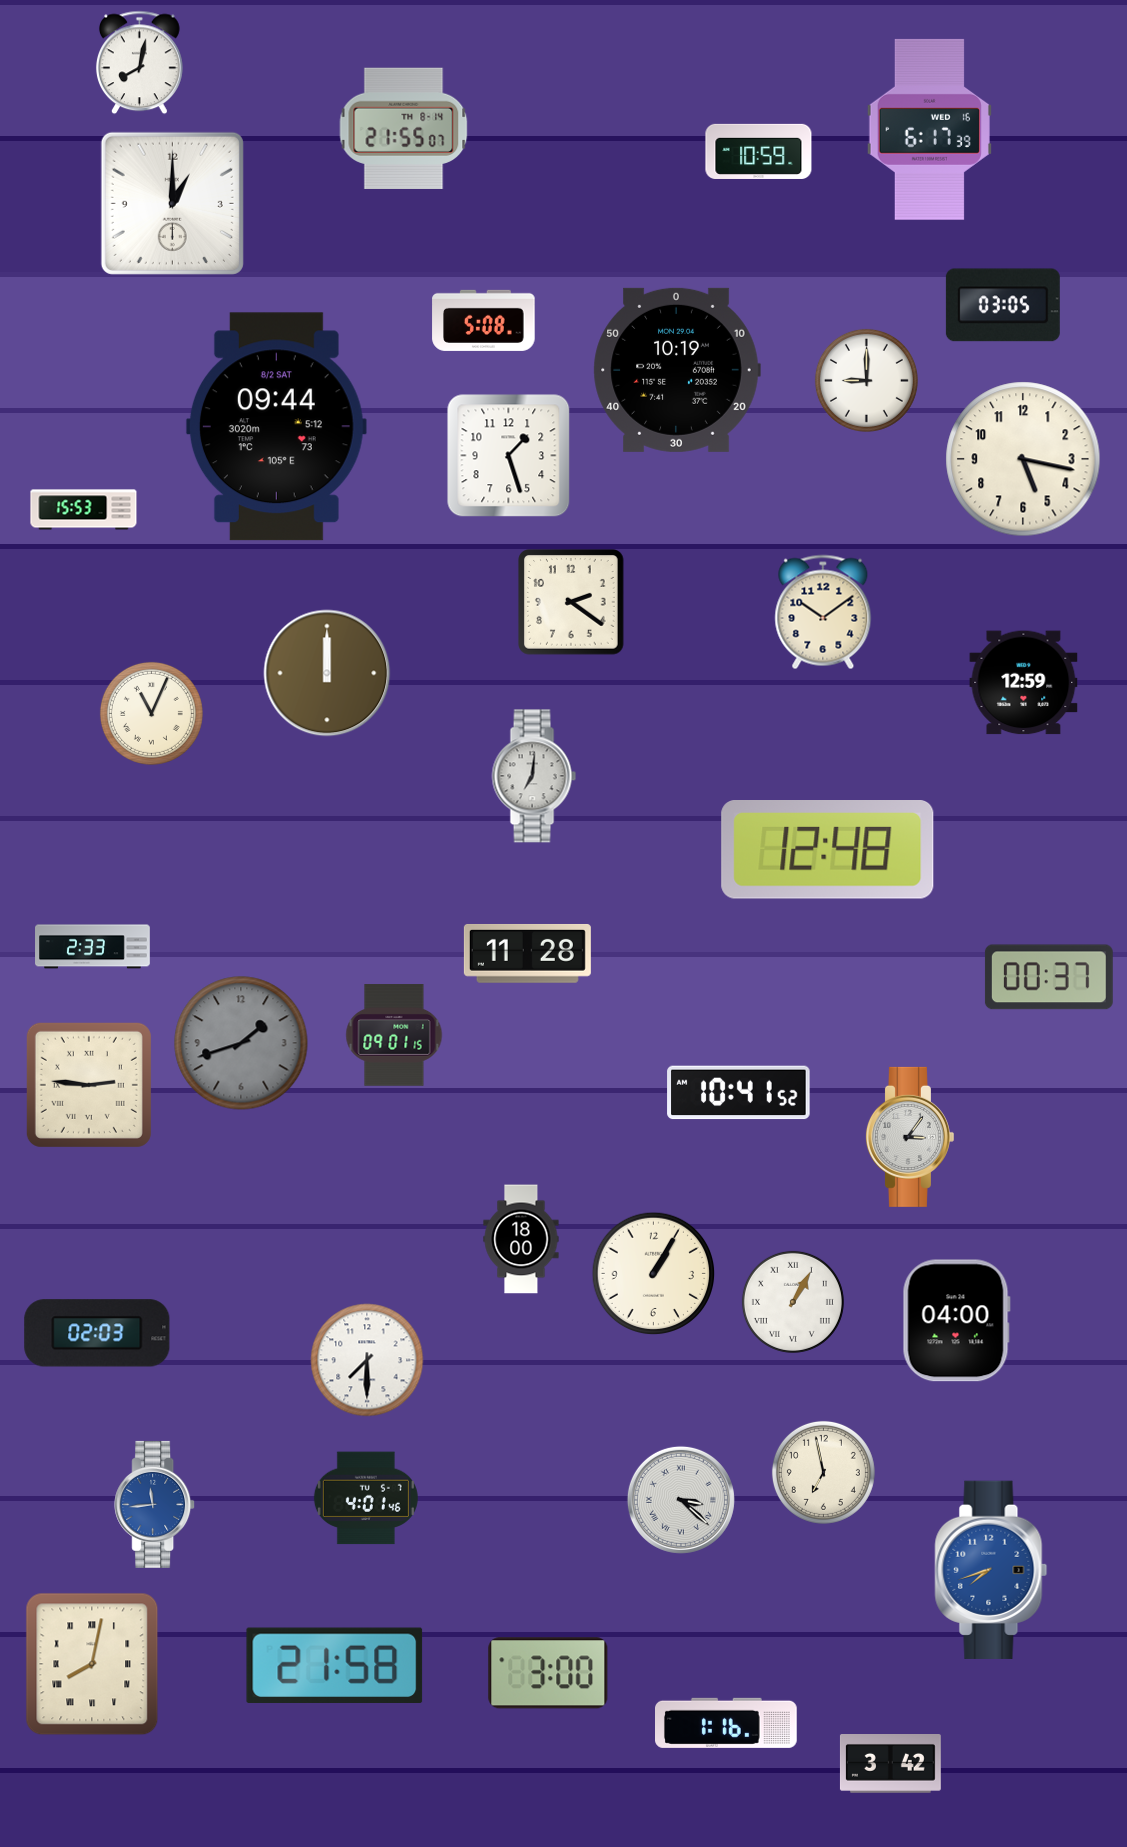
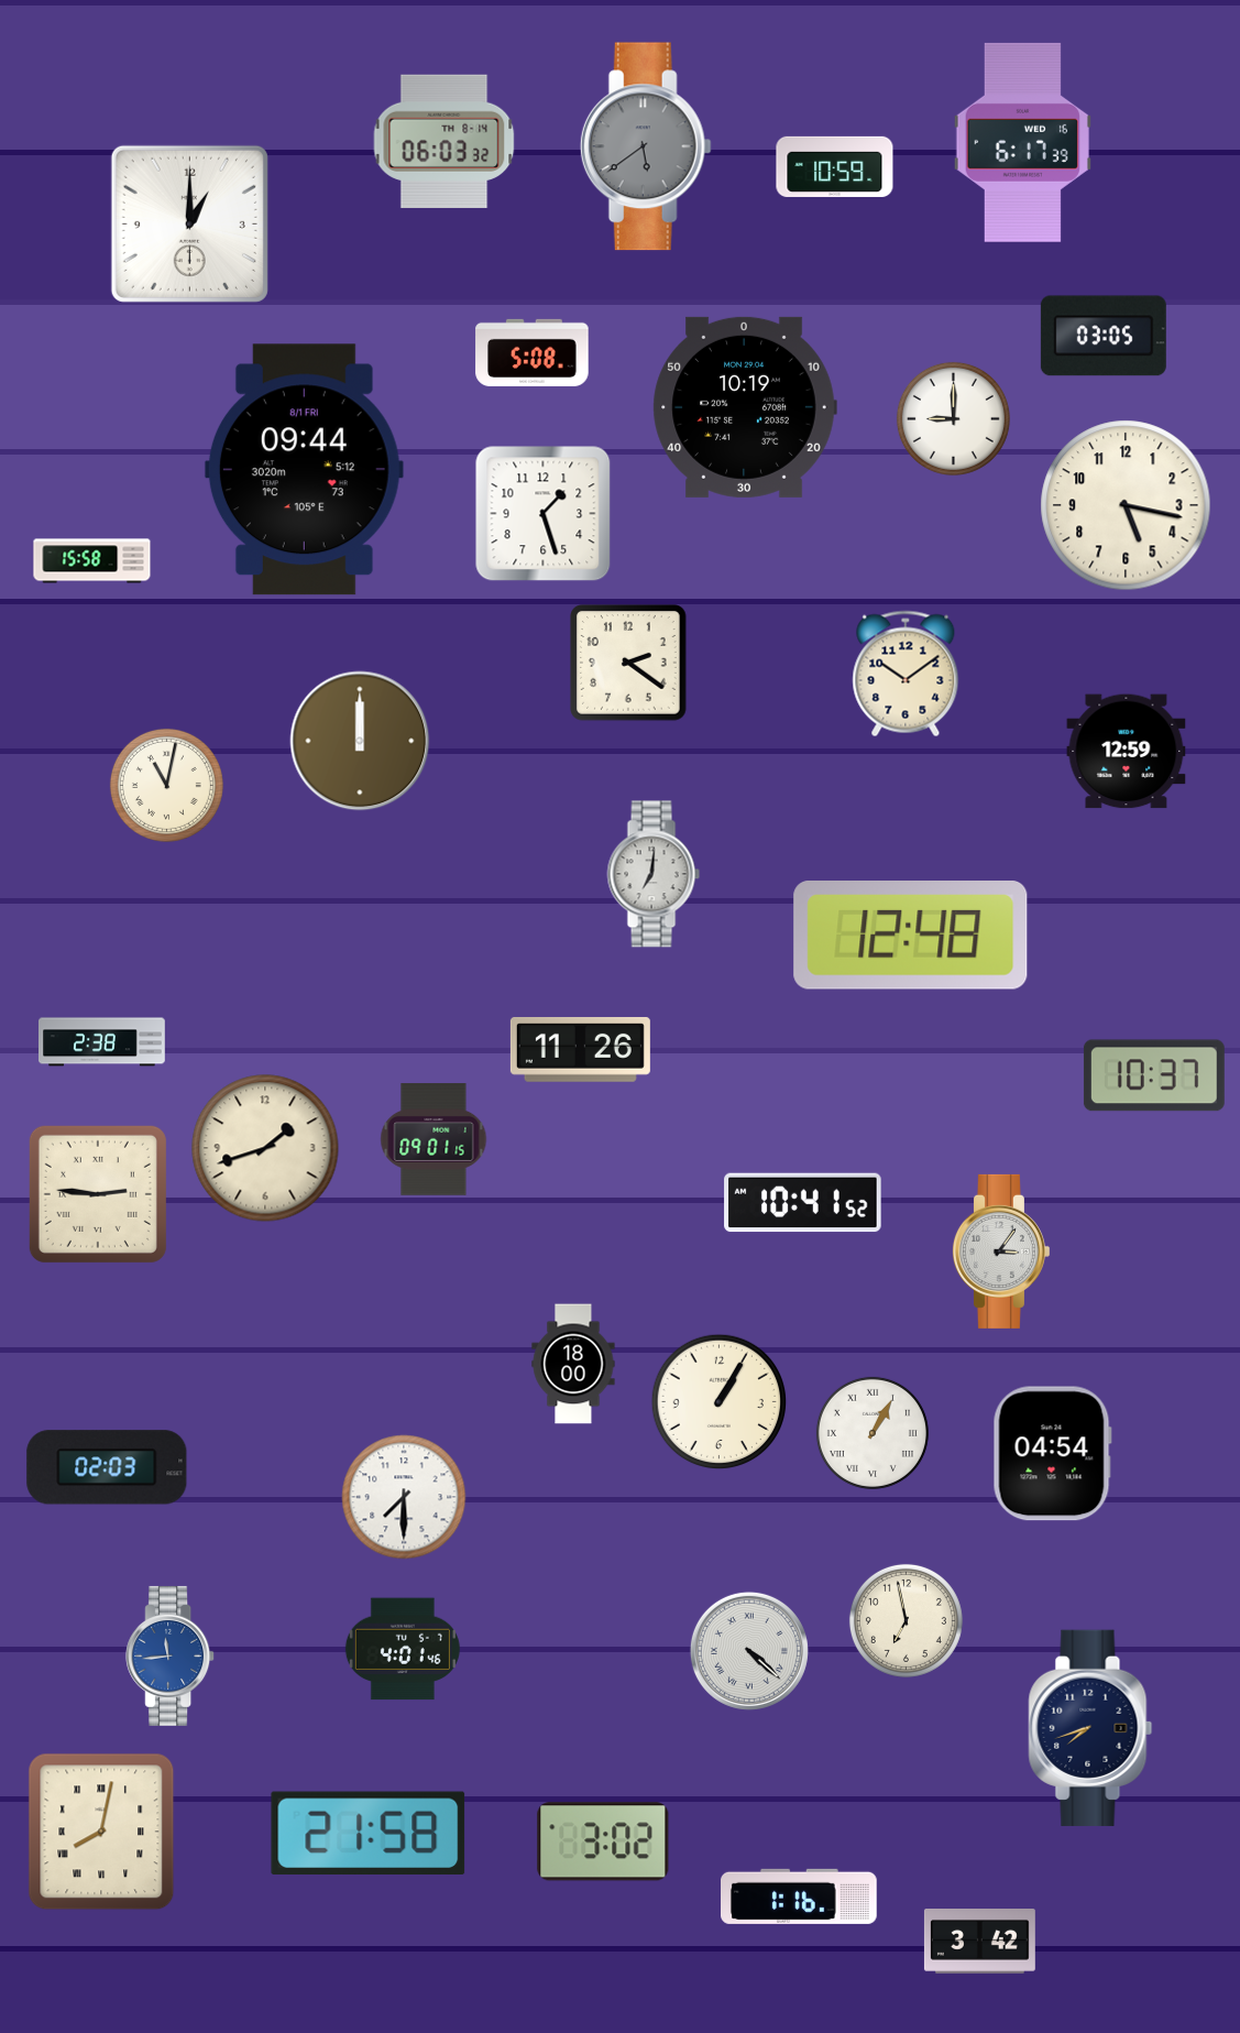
clock at (139, 63): 8:02 -> none
clock at (404, 128): 21:55 -> 06:03
clock at (646, 146): none -> 5:39
clock at (276, 427) date: 8/2 SAT -> 8/1 FRI
clock at (509, 456) position: (509, 456) -> (544, 514)
clock at (84, 510): 15:53 -> 15:58
clock at (151, 713): 11:04 -> 11:02
clock at (534, 776) position: (534, 776) -> (654, 874)
clock at (93, 947): 2:33 -> 2:38
clock at (527, 953): 11:28 -> 11:26
clock at (1049, 977): 00:37 -> 10:37
clock at (241, 1043) dial: grey -> cream
clock at (739, 1093) position: (739, 1093) -> (803, 1203)
clock at (956, 1321): 04:00 -> 04:54
clock at (681, 1500): 3:22 -> 4:22
clock at (991, 1570) dial: blue -> navy
clock at (548, 1673): 3:00 -> 3:02
